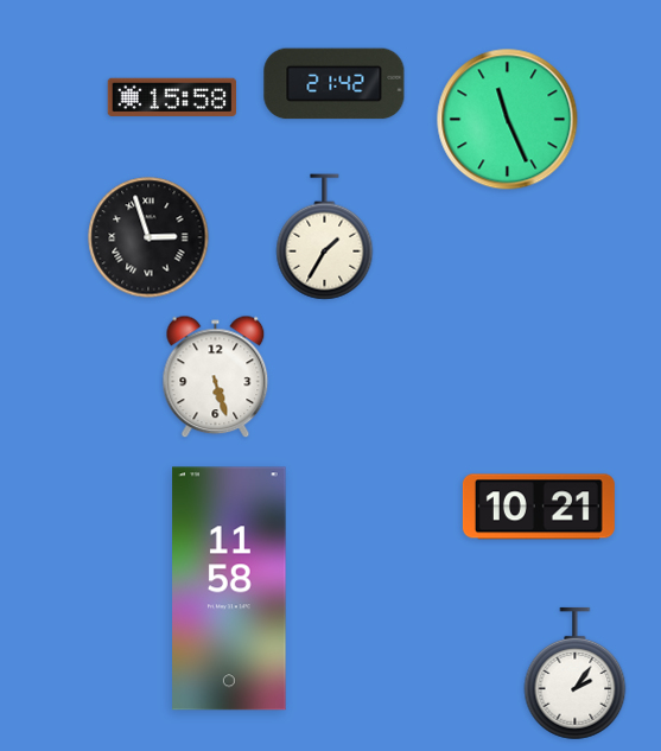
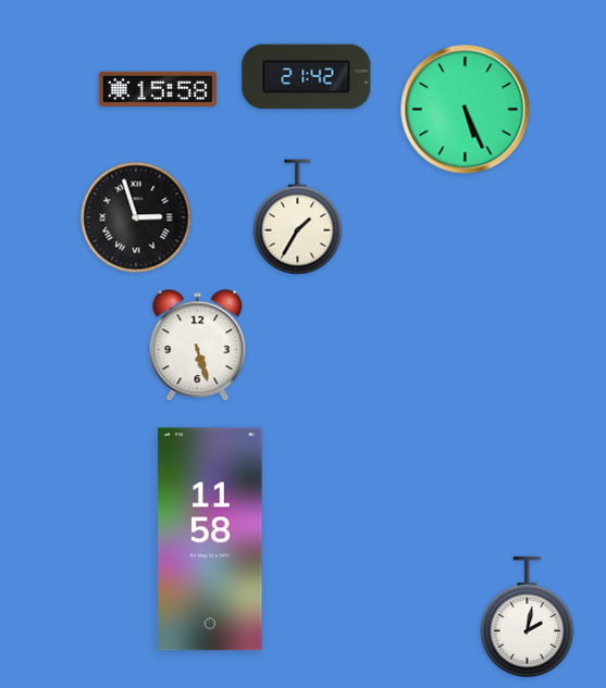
clock at (508, 120): 11:26 -> 5:26
clock at (539, 507): 10:21 -> none
clock at (576, 674): 2:06 -> 2:02
